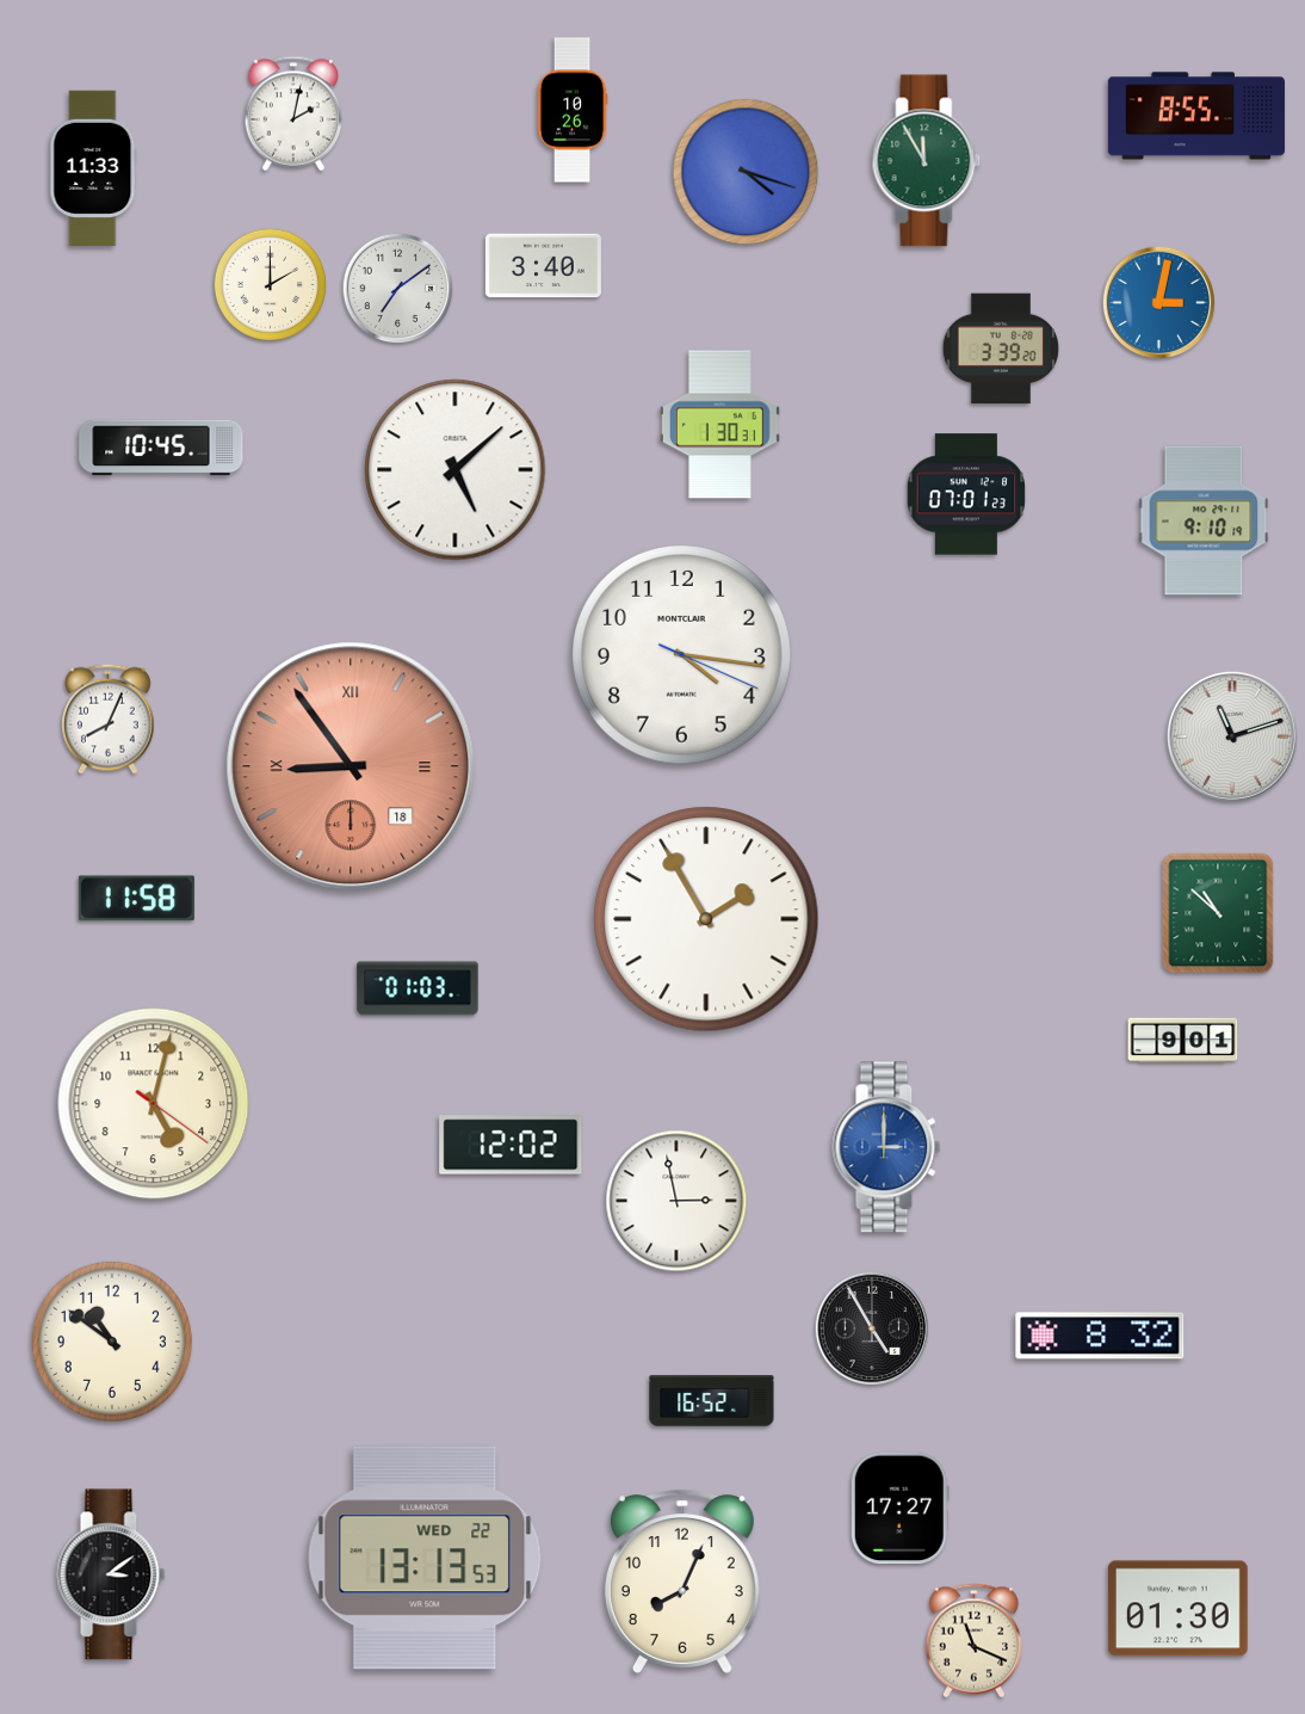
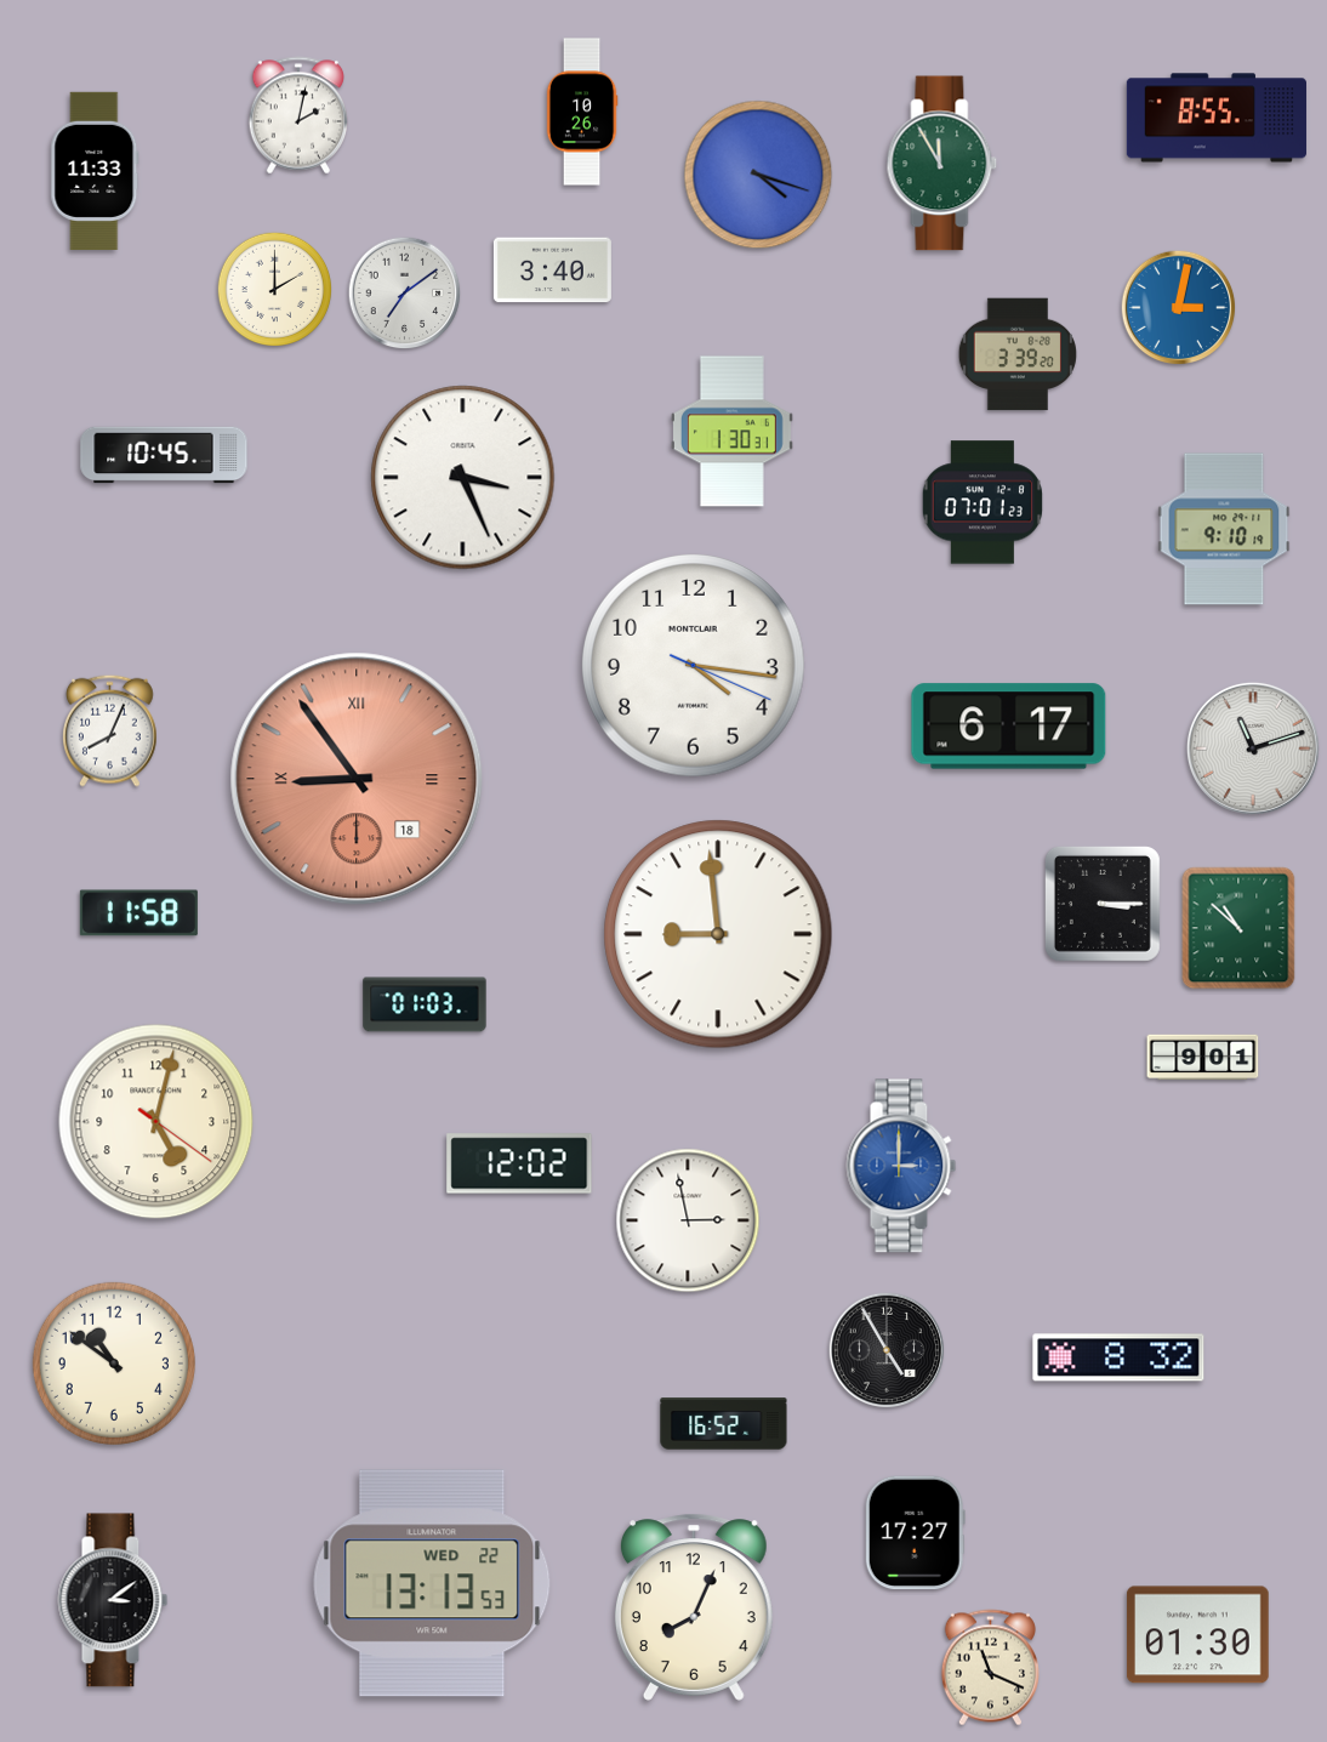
clock at (456, 470): 5:08 -> 3:26
clock at (1009, 727): none -> 6:17
clock at (1103, 904): none -> 3:15
clock at (706, 919): 1:55 -> 8:59
